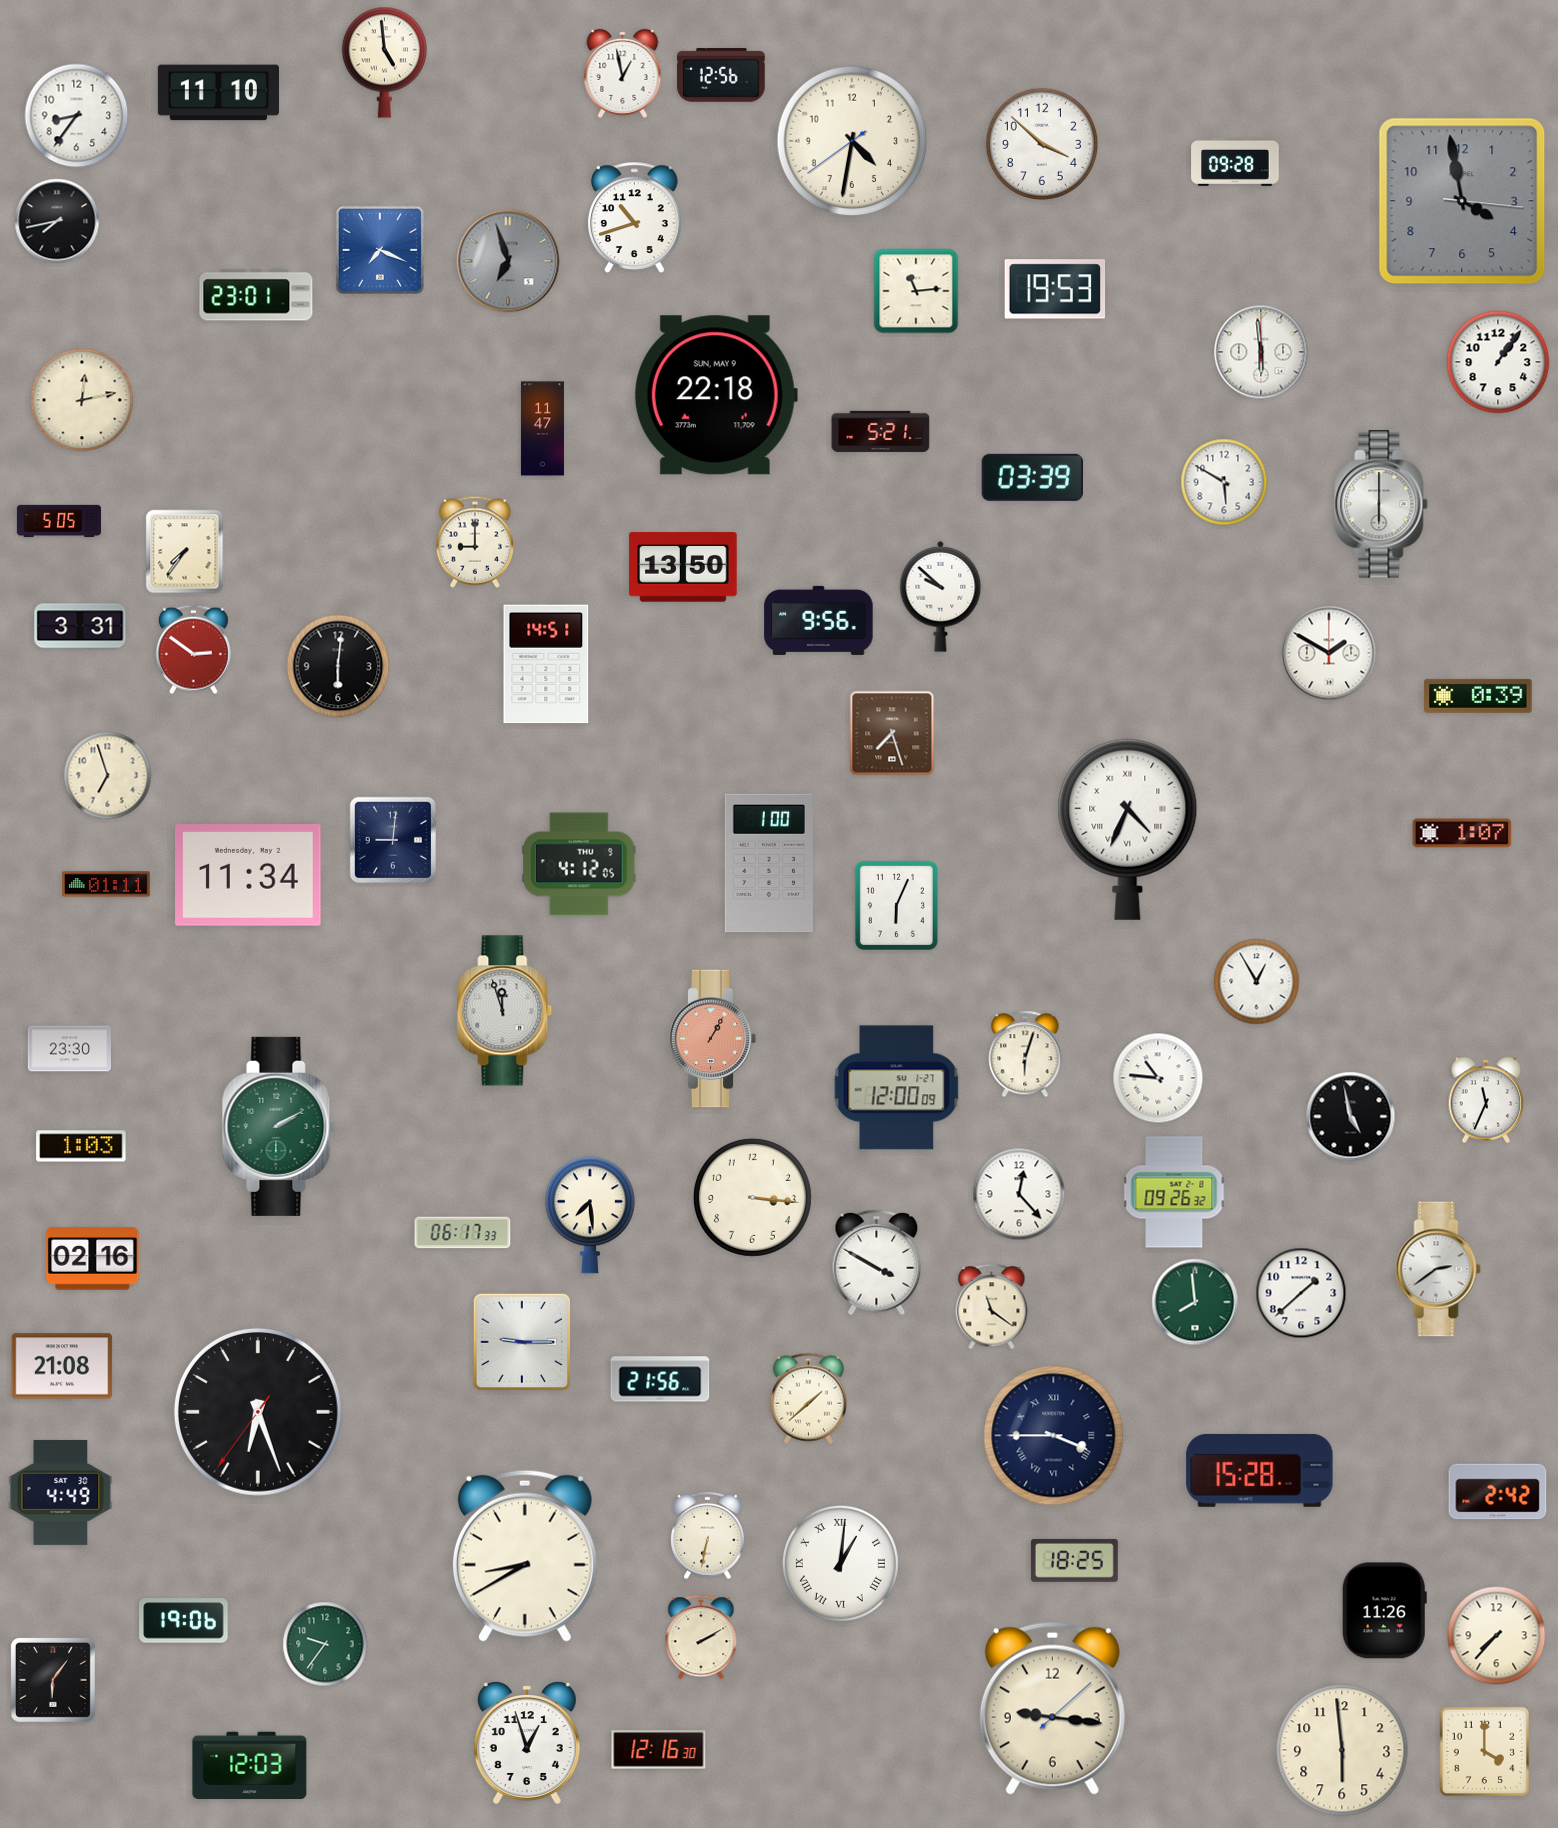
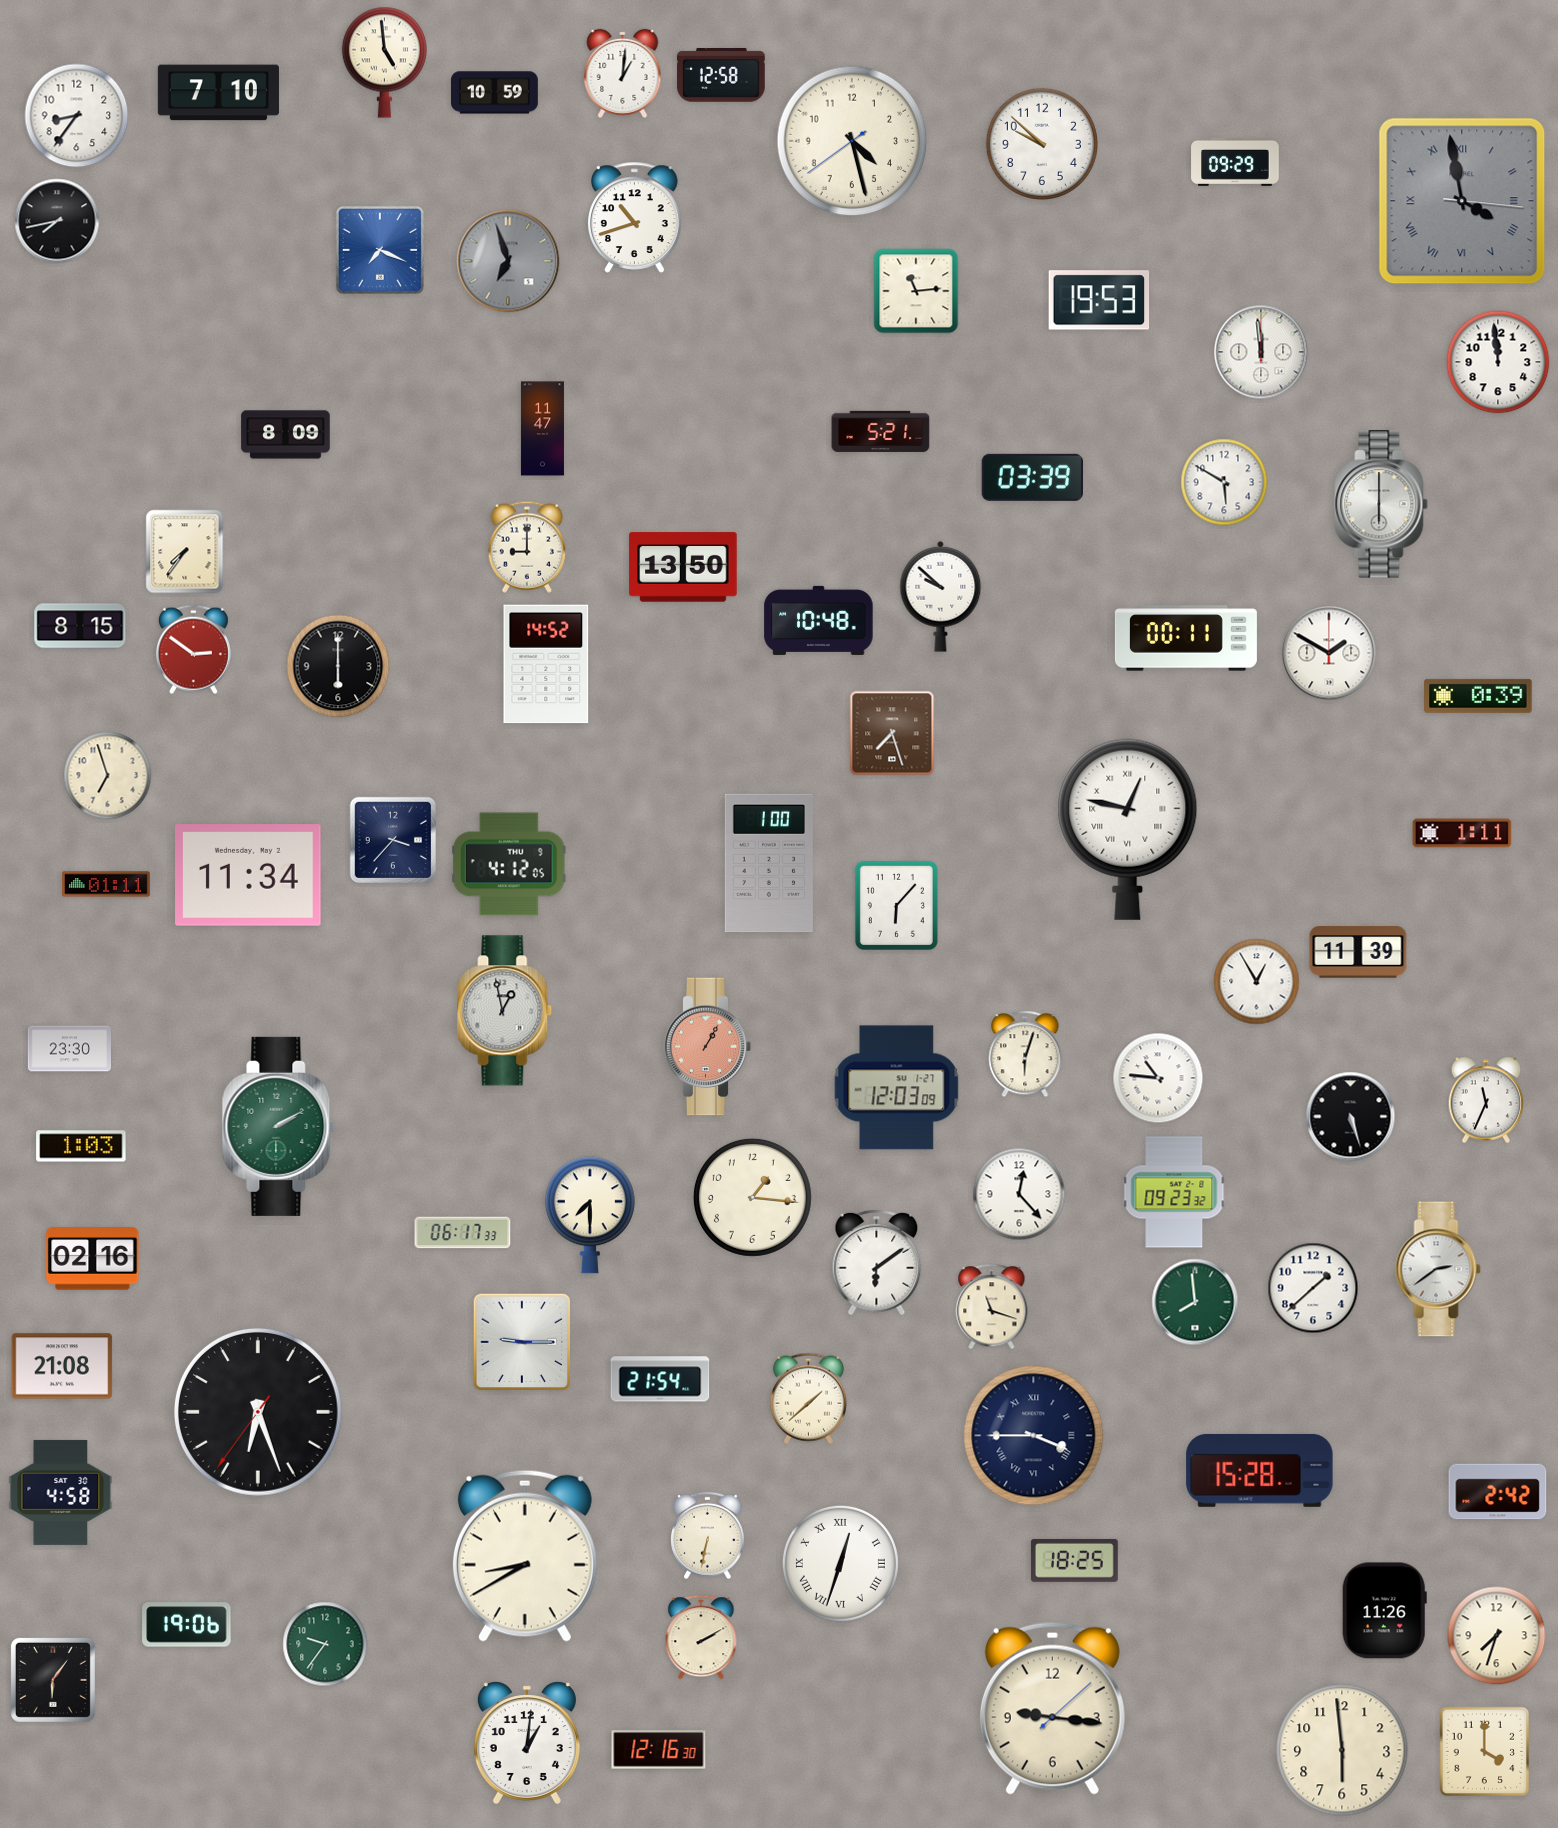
clock at (623, 73): 12:58 -> 1:01
clock at (721, 76): 12:56 -> 12:58
clock at (218, 93): 11:10 -> 7:10
clock at (495, 93): none -> 10:59
clock at (852, 141): 4:31 -> 4:27
clock at (1042, 144): 3:52 -> 9:52
clock at (1235, 162): 09:28 -> 09:29
clock at (1462, 201) numerals: Arabic -> Roman
clock at (1055, 289) position: (1055, 289) -> (1099, 300)
clock at (256, 295): 23:01 -> none
clock at (1261, 352): 5:59 -> 11:59
clock at (1498, 362): 1:06 -> 11:59
clock at (716, 395): 22:18 -> none
clock at (82, 400): 12:13 -> none
clock at (286, 435): none -> 8:09
clock at (59, 521): 5:05 -> none
clock at (474, 542) position: (474, 542) -> (526, 547)
clock at (819, 620): 9:56 -> 10:48
clock at (80, 626): 3:31 -> 8:15
clock at (1186, 638): none -> 00:11
clock at (546, 664): 14:51 -> 14:52
clock at (338, 666): 6:01 -> 6:00
clock at (1128, 829): 4:34 -> 12:47
clock at (1462, 833): 1:07 -> 1:11
clock at (393, 840): 9:01 -> 3:37
clock at (579, 864) position: (579, 864) -> (509, 864)
clock at (896, 905): 6:04 -> 6:07
clock at (1358, 952): none -> 11:39
clock at (505, 1011): 11:57 -> 12:58
clock at (713, 1039) position: (713, 1039) -> (708, 1047)
clock at (897, 1088): 12:00 -> 12:03
clock at (1351, 1117): 4:58 -> 5:27
clock at (1174, 1192): 09:26 -> 09:23
clock at (752, 1197): 3:16 -> 1:16
clock at (590, 1215): 7:29 -> 7:30
clock at (877, 1263): 3:50 -> 6:09
clock at (1301, 1293) position: (1301, 1293) -> (1313, 1288)
clock at (992, 1307): 11:21 -> 11:18
clock at (660, 1379): 21:56 -> 21:54
clock at (1054, 1436) position: (1054, 1436) -> (1034, 1436)
clock at (61, 1492): 4:49 -> 4:58
clock at (840, 1563): 1:01 -> 12:33
clock at (184, 1621) position: (184, 1621) -> (187, 1625)
clock at (1497, 1636): 7:37 -> 7:33
clock at (527, 1743): 12:57 -> 1:01
clock at (250, 1765): 12:03 -> none
